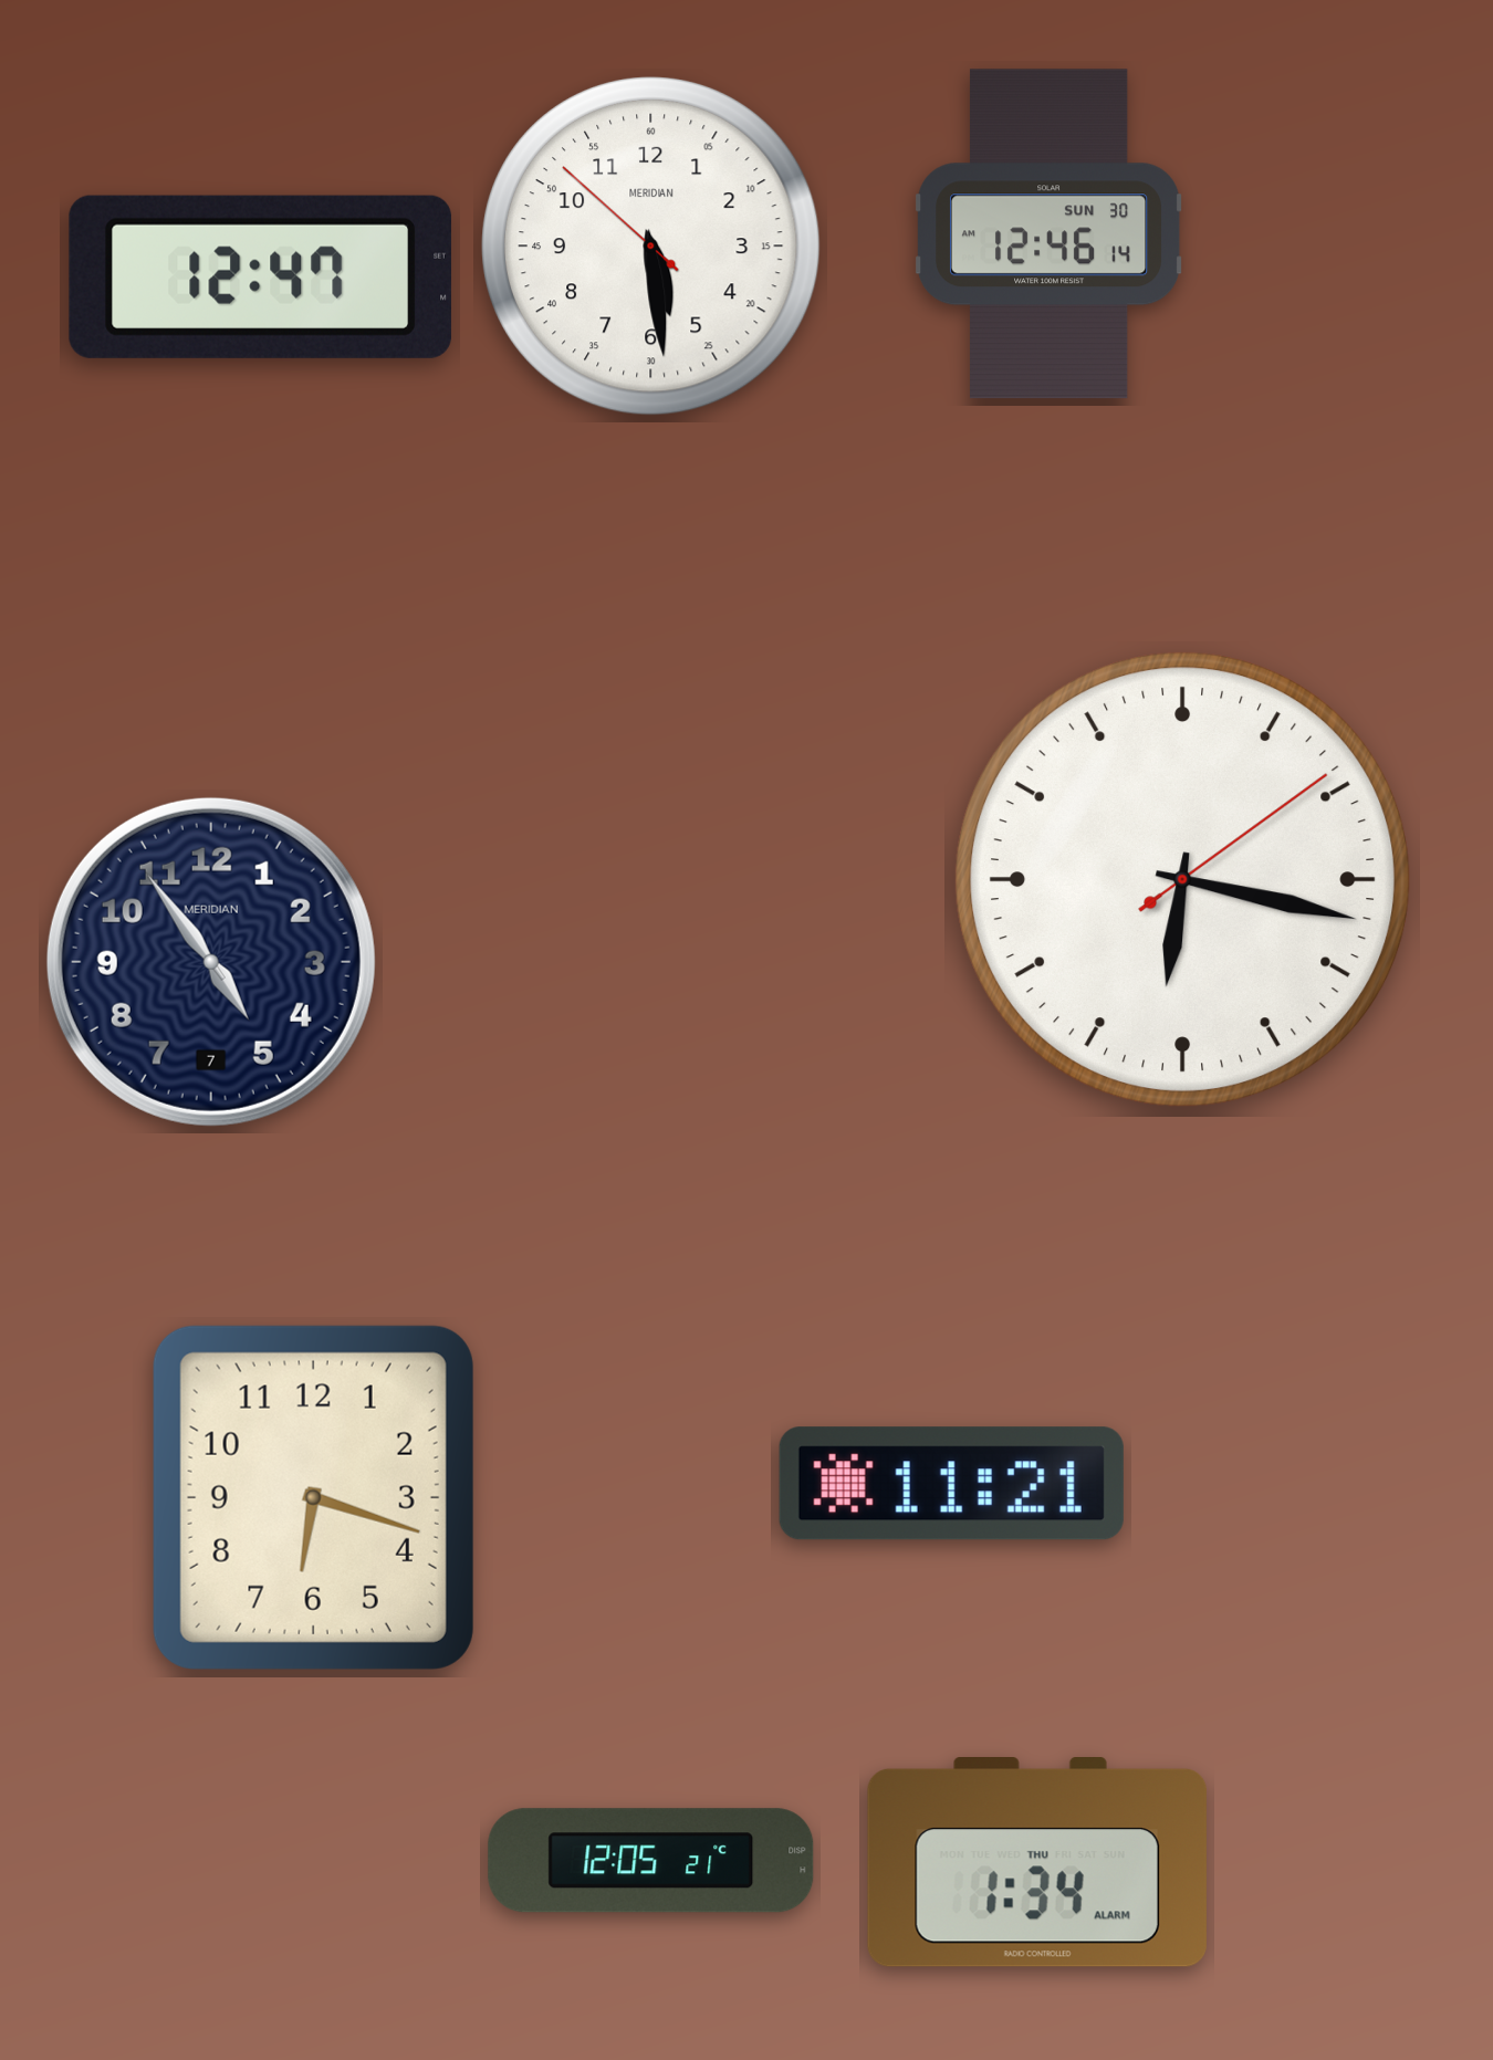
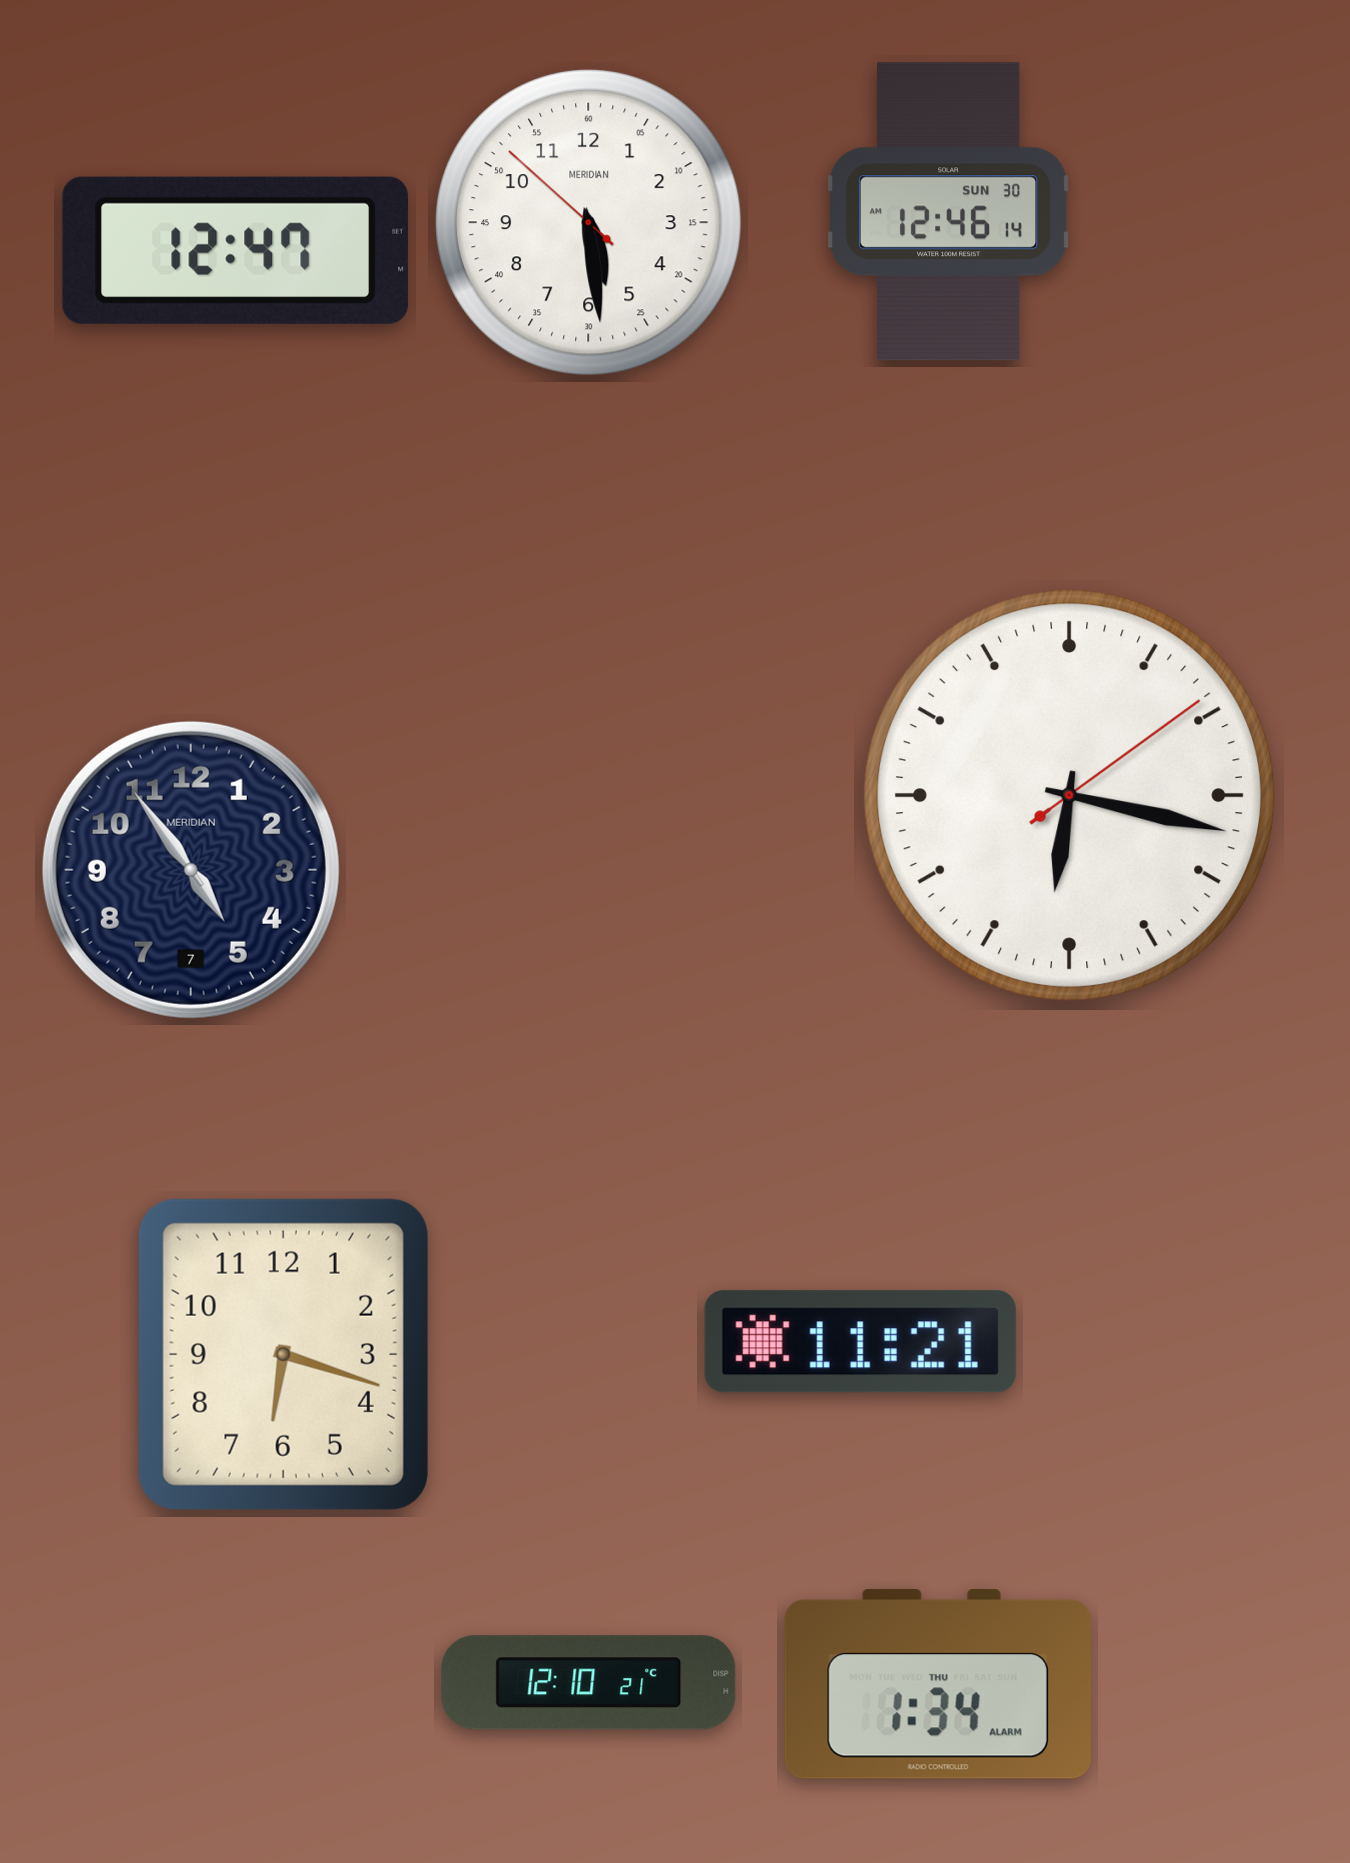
clock at (651, 1861): 12:05 -> 12:10
